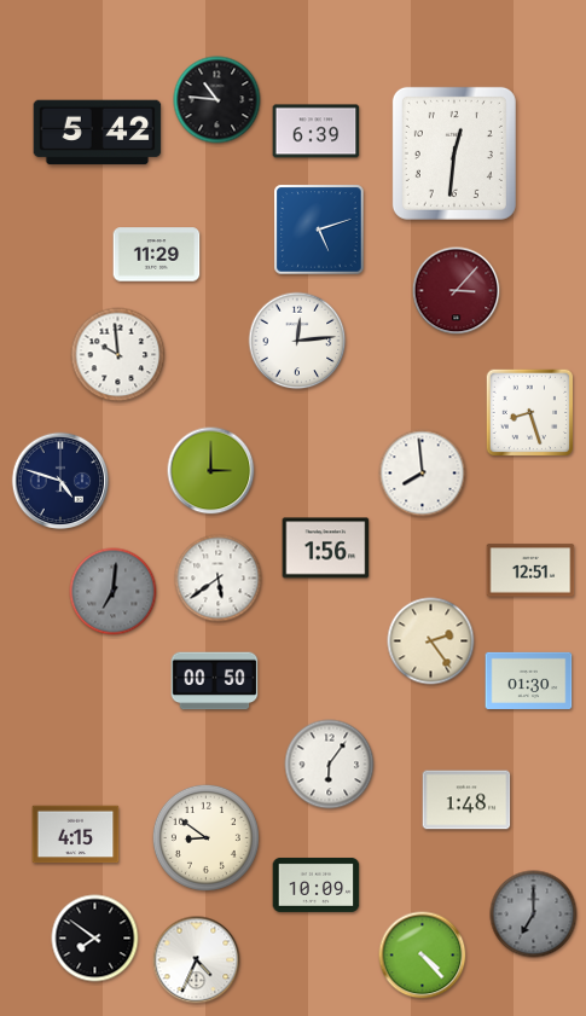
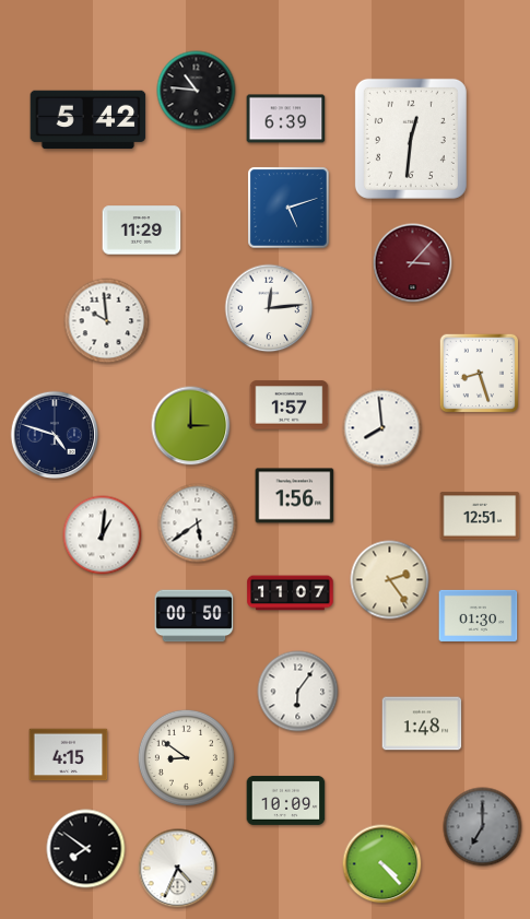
clock at (290, 405): none -> 1:57
clock at (114, 592): 7:01 -> 1:01
clock at (114, 592) dial: grey -> white
clock at (291, 593): none -> 11:07
